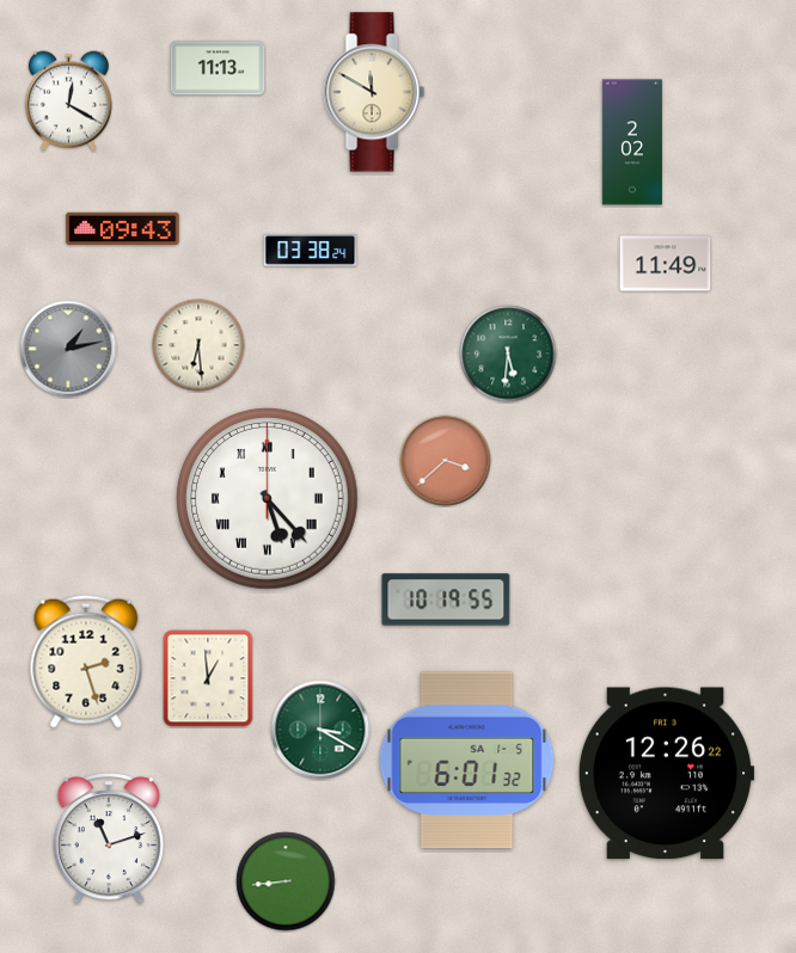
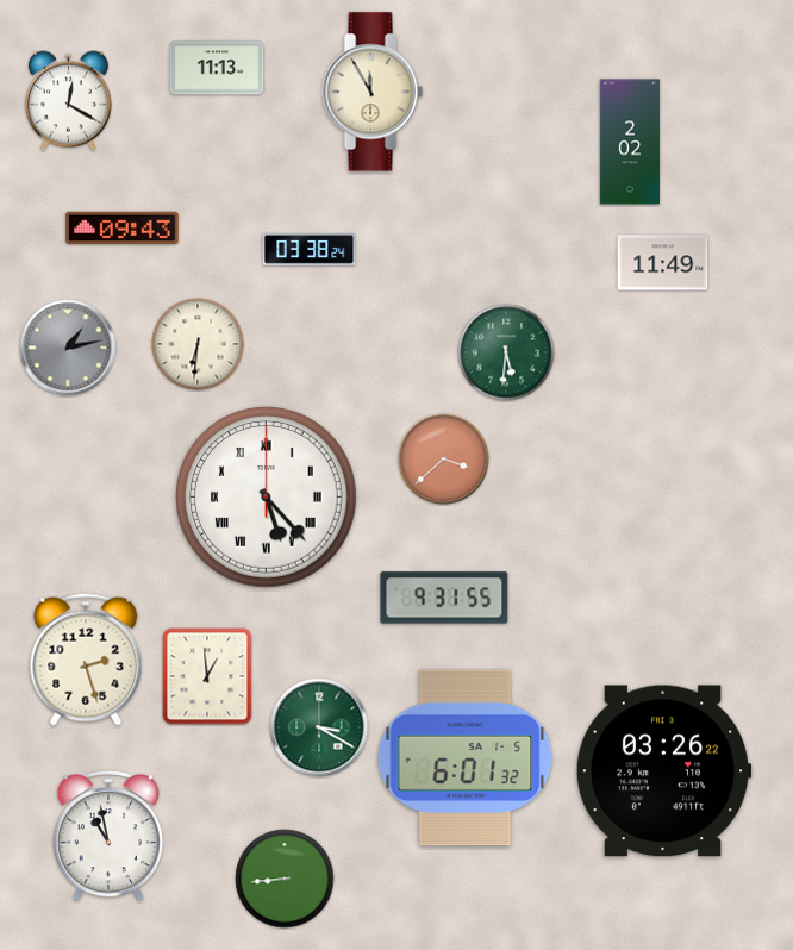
clock at (374, 92): 11:50 -> 11:55
clock at (198, 345): 6:29 -> 6:31
clock at (446, 600): 10:19 -> 9:31
clock at (666, 774): 12:26 -> 03:26
clock at (109, 838): 11:12 -> 10:58
